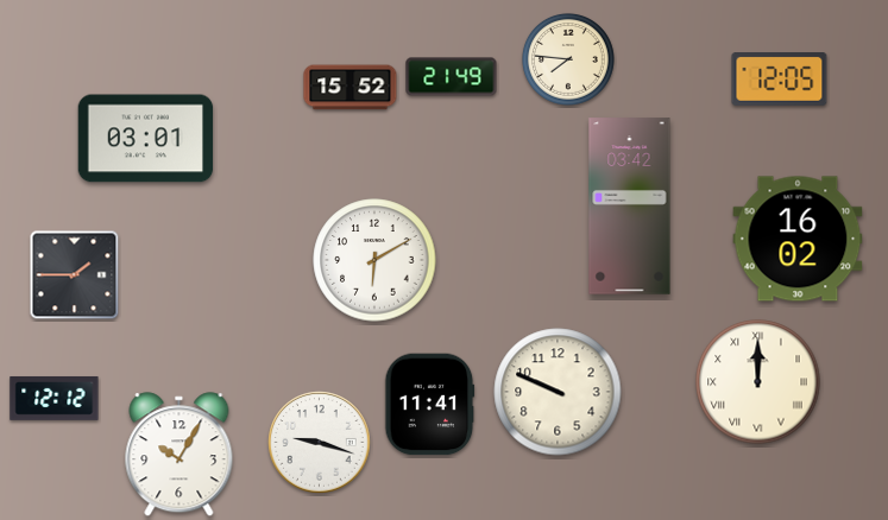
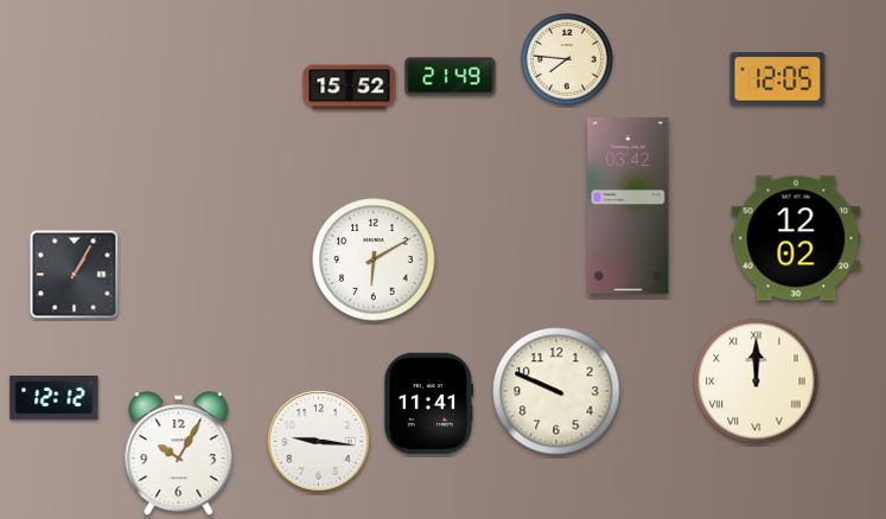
clock at (146, 139): 03:01 -> none
clock at (798, 239): 16:02 -> 12:02
clock at (75, 275): 1:45 -> 1:05
clock at (320, 443): 9:18 -> 9:16
